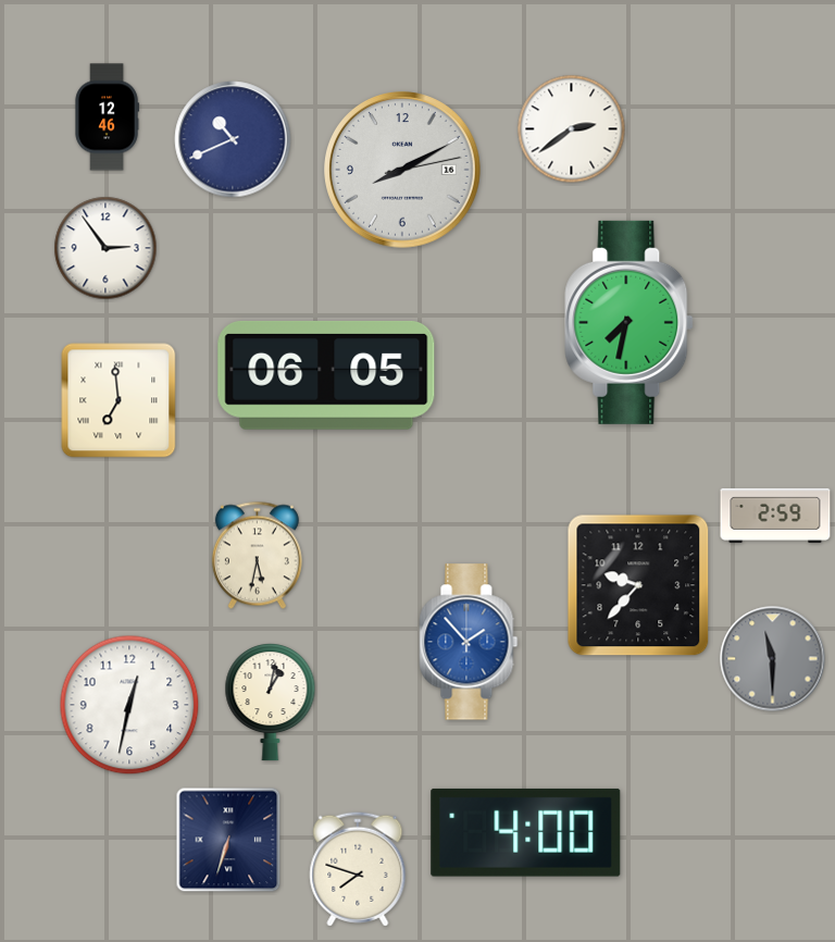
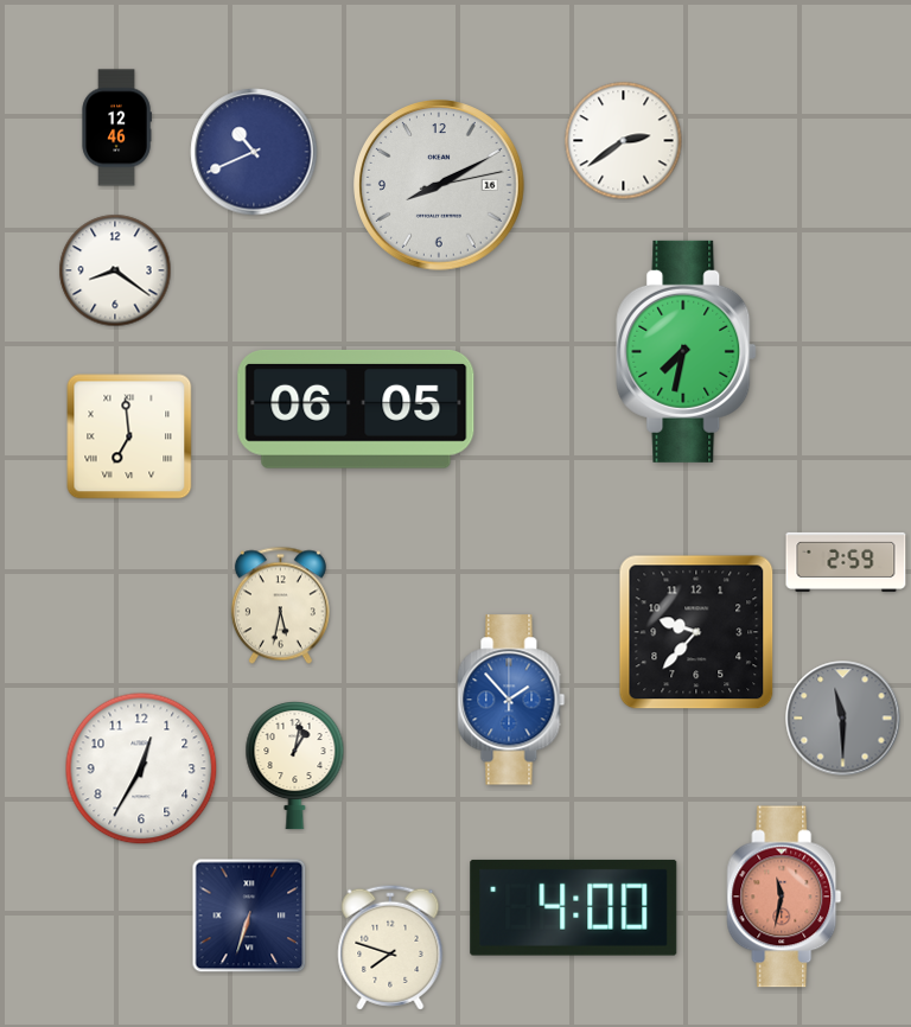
clock at (105, 248): 2:54 -> 8:21
clock at (638, 585) position: (638, 585) -> (696, 632)
clock at (129, 705): 12:32 -> 12:35
clock at (784, 897): none -> 11:32
